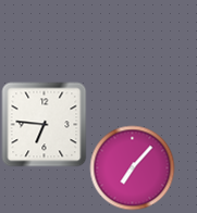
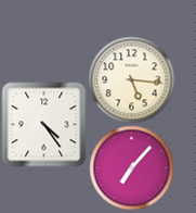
clock at (131, 79): none -> 5:16
clock at (44, 124): 6:46 -> 4:24
